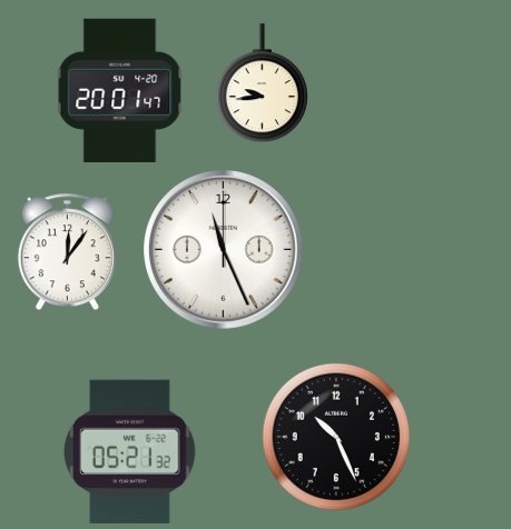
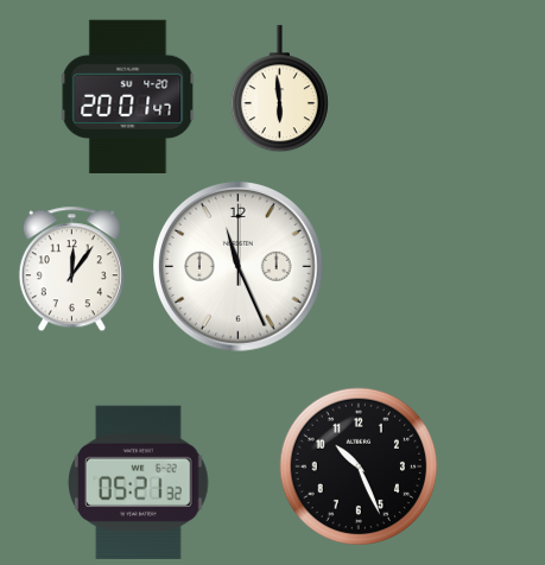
clock at (262, 83): 9:44 -> 5:59
